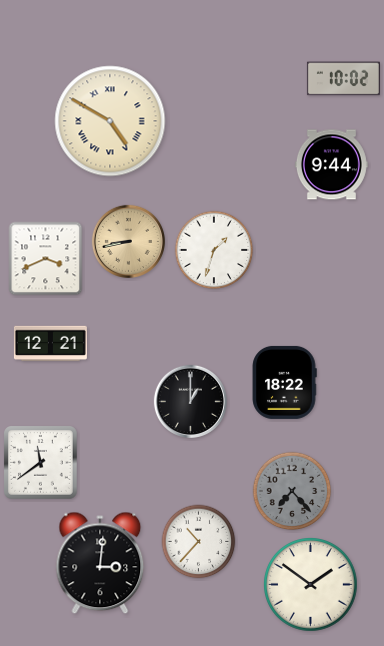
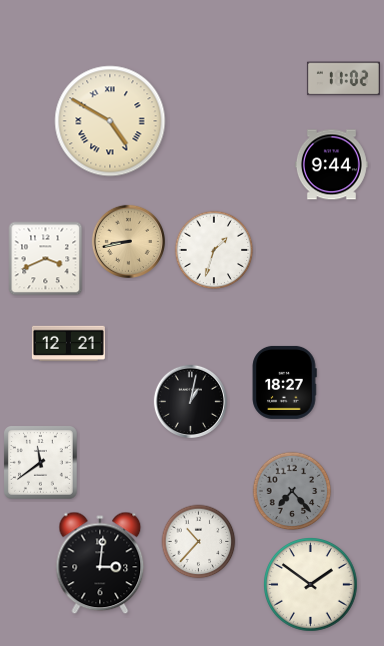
clock at (343, 79): 10:02 -> 11:02
clock at (50, 344) position: (50, 344) -> (68, 344)
clock at (284, 382): 18:22 -> 18:27
clock at (190, 401): 1:00 -> 1:02
